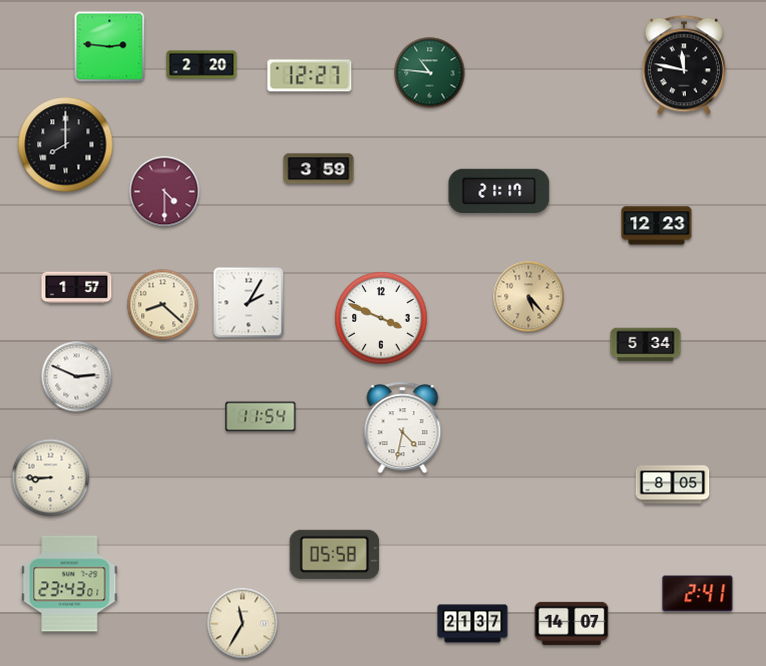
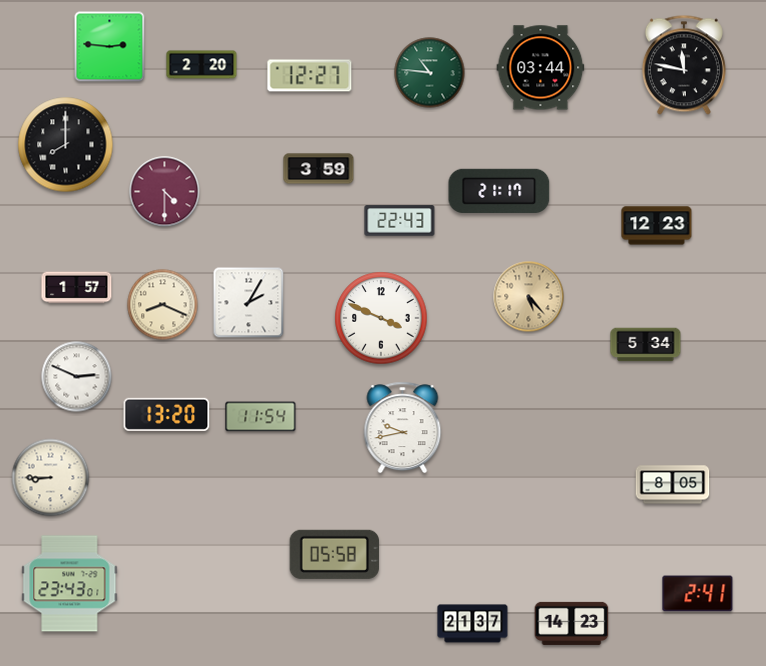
clock at (541, 68): none -> 03:44
clock at (400, 221): none -> 22:43
clock at (163, 305): 8:22 -> 8:19
clock at (167, 414): none -> 13:20
clock at (403, 428): 4:32 -> 9:43
clock at (572, 623): 14:07 -> 14:23
clock at (243, 624): 11:35 -> none
